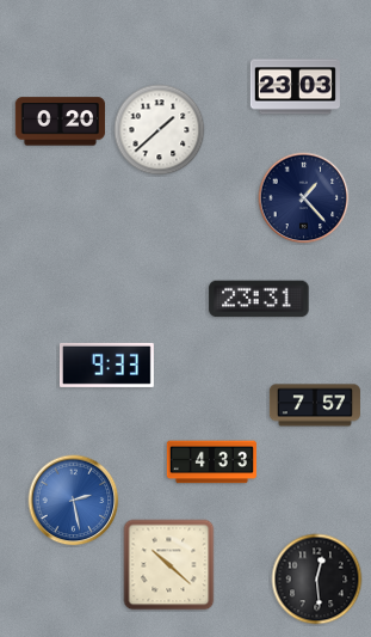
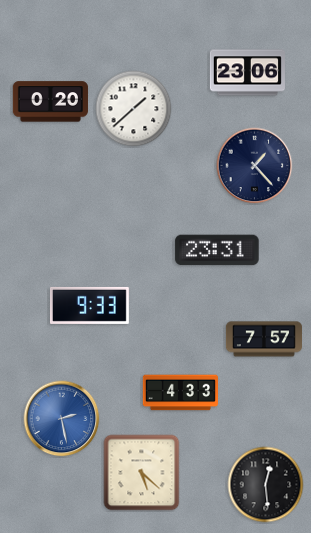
clock at (295, 87): 23:03 -> 23:06
clock at (211, 463) position: (211, 463) -> (180, 393)
clock at (169, 565): 10:22 -> 5:22
